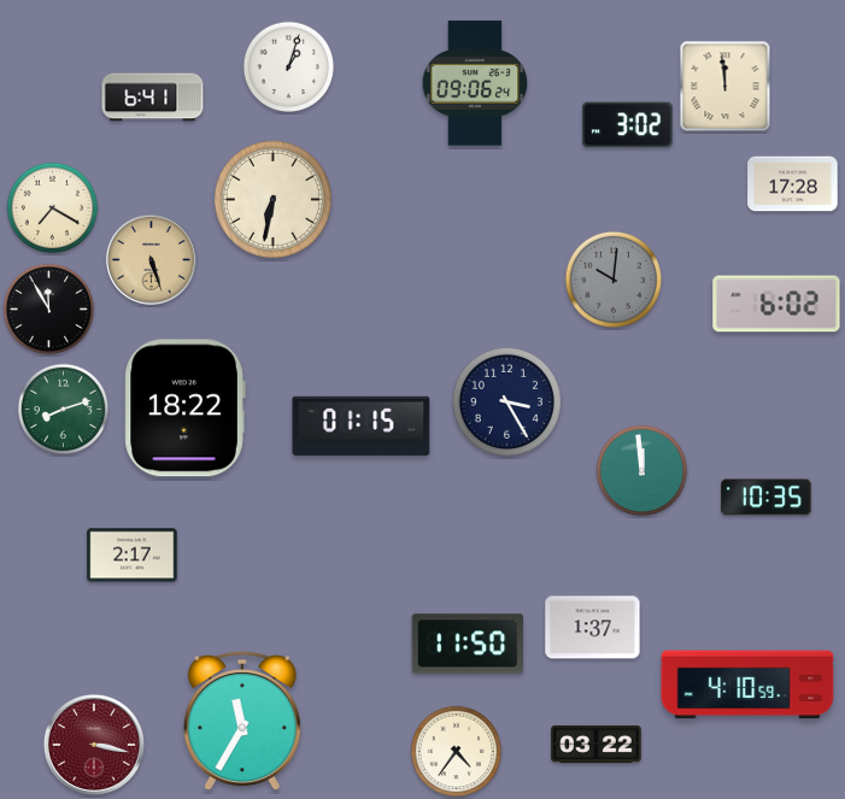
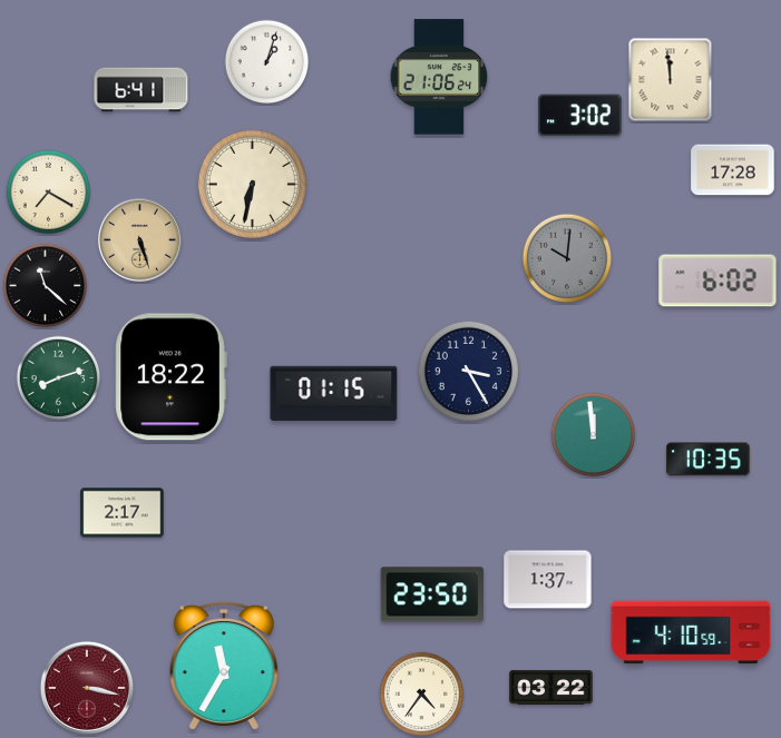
clock at (475, 83): 09:06 -> 21:06
clock at (49, 310): 11:55 -> 11:22
clock at (468, 644): 11:50 -> 23:50
